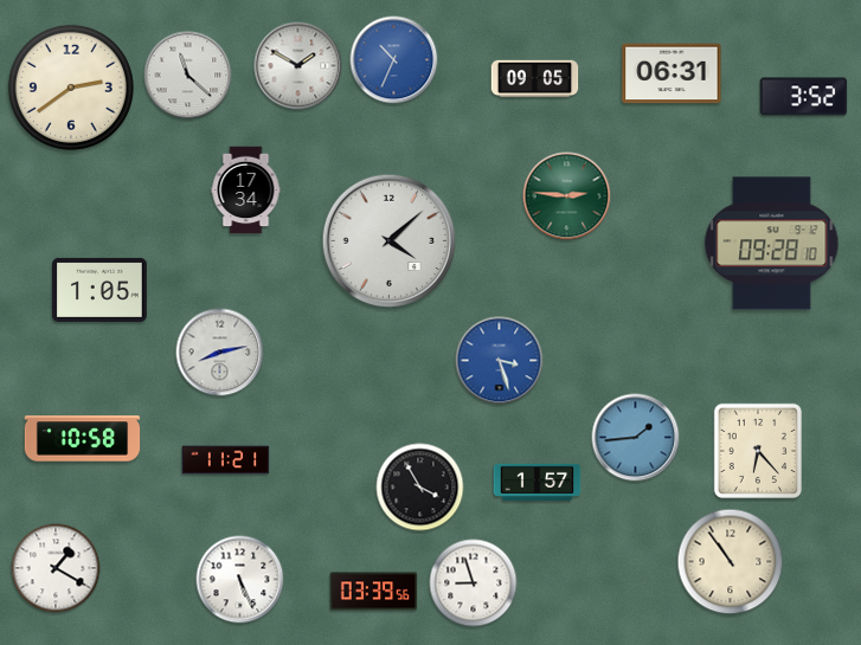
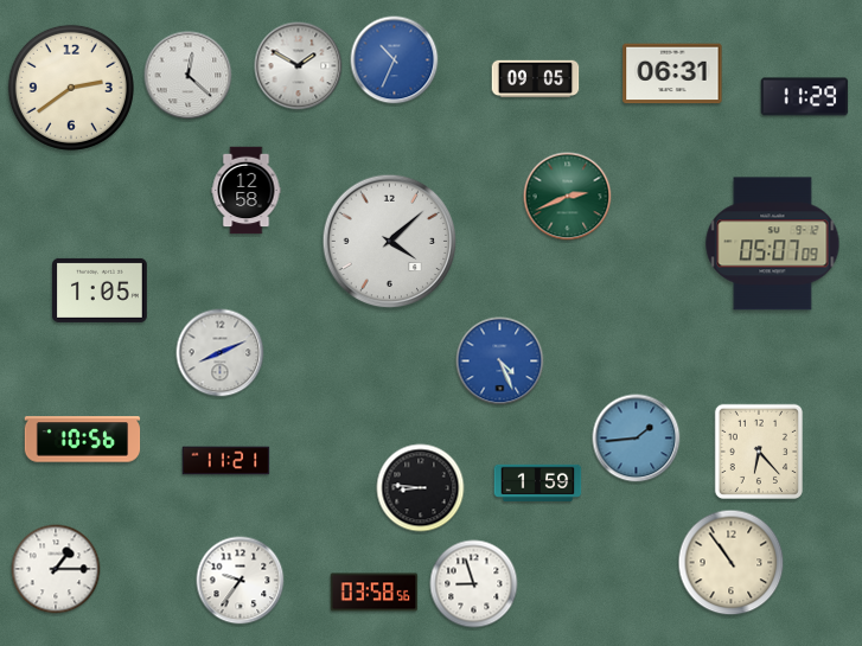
clock at (188, 76): 11:22 -> 12:22
clock at (804, 97): 3:52 -> 11:29
clock at (246, 191): 17:34 -> 12:58
clock at (567, 196): 2:46 -> 2:41
clock at (772, 244): 09:28 -> 05:07
clock at (220, 353): 8:13 -> 8:11
clock at (500, 361): 3:27 -> 4:26
clock at (83, 439): 10:58 -> 10:56
clock at (538, 482): 1:57 -> 1:59
clock at (420, 488): 3:55 -> 8:46
clock at (56, 568): 1:20 -> 1:15
clock at (240, 580): 5:26 -> 9:36
clock at (374, 592): 03:39 -> 03:58
